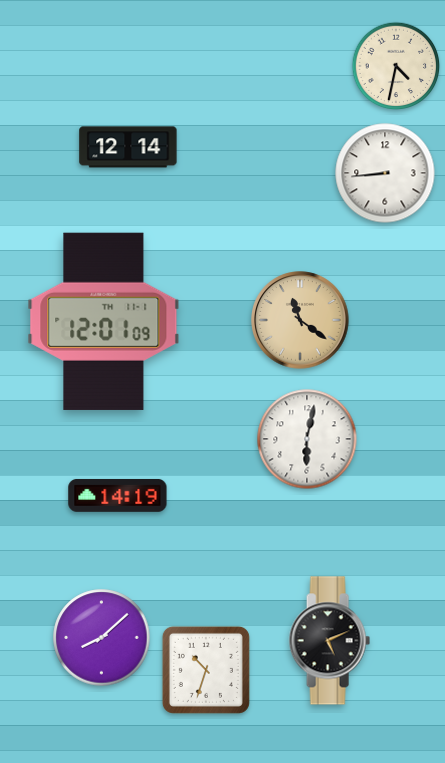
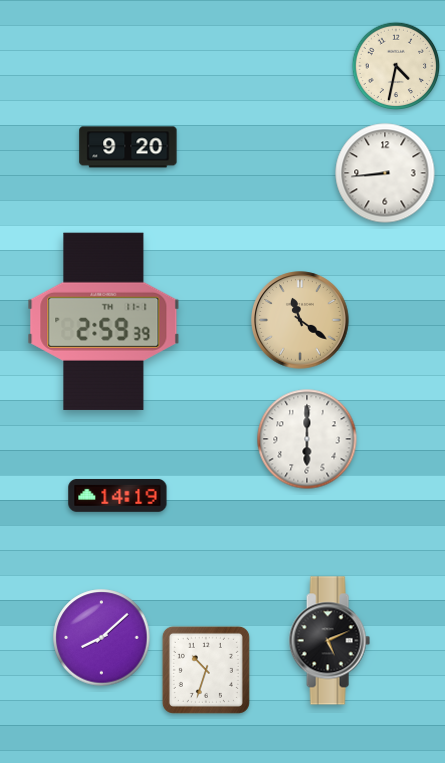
clock at (128, 147): 12:14 -> 9:20
clock at (104, 321): 12:01 -> 2:59
clock at (307, 439): 6:02 -> 6:00
